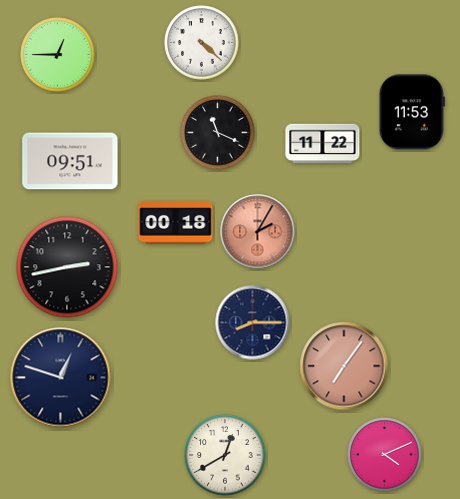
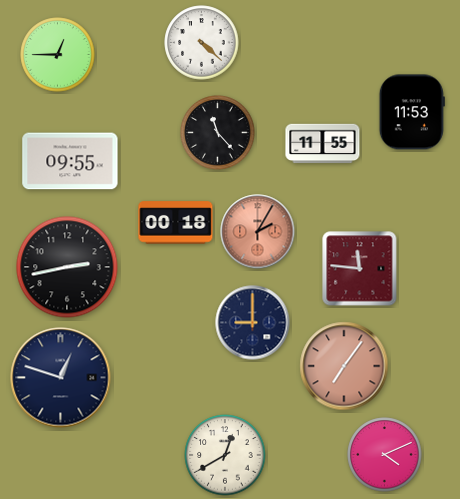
clock at (218, 133): 11:19 -> 11:23
clock at (323, 144): 11:22 -> 11:55
clock at (70, 161): 09:51 -> 09:55
clock at (360, 269): none -> 11:46
clock at (253, 323): 8:15 -> 9:00
